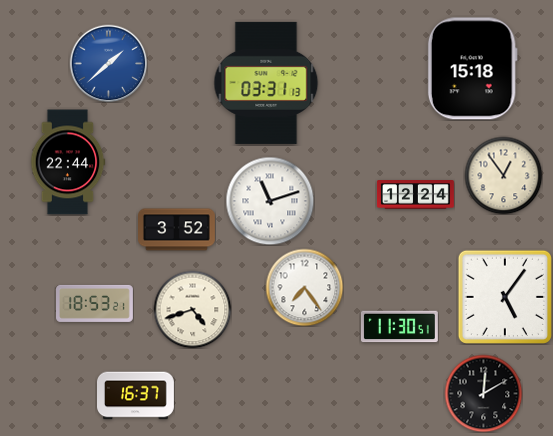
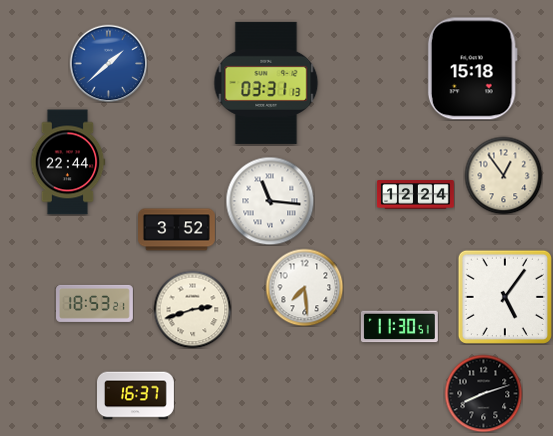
clock at (270, 201): 11:12 -> 11:16
clock at (304, 287): 7:24 -> 7:29
clock at (192, 309): 4:42 -> 2:42
clock at (483, 393): 12:10 -> 8:12
